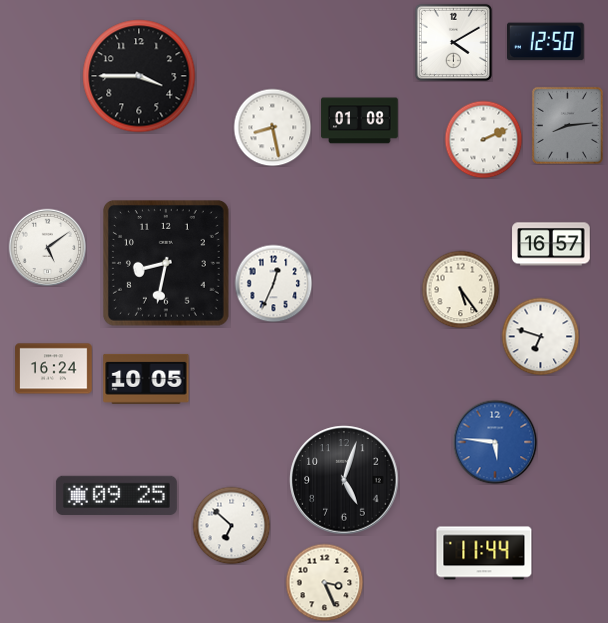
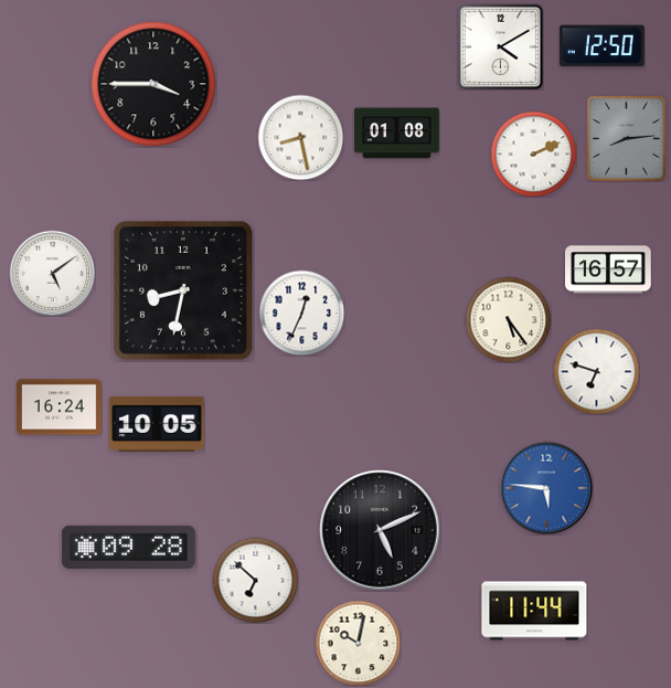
clock at (272, 127) position: (272, 127) -> (300, 137)
clock at (146, 379) position: (146, 379) -> (157, 424)
clock at (344, 480): 5:03 -> 5:11
clock at (116, 495): 09:25 -> 09:28
clock at (324, 582): 3:26 -> 10:02
